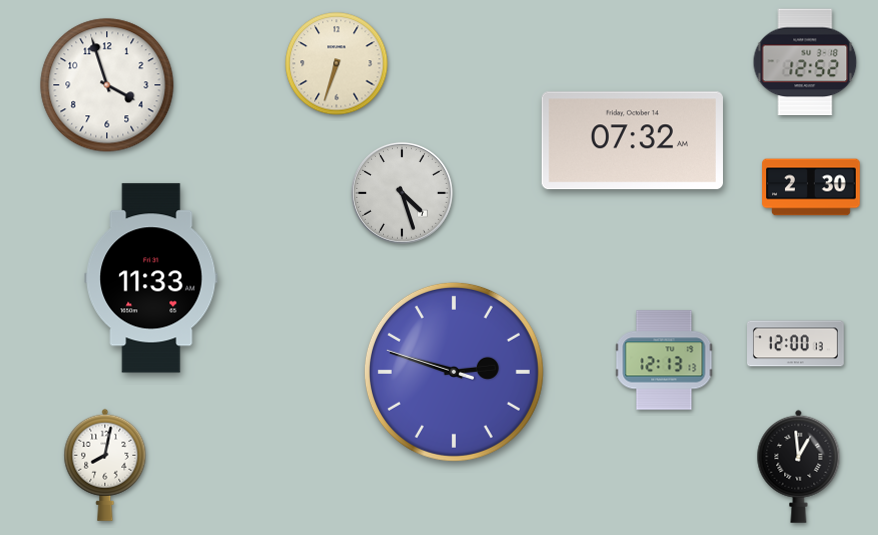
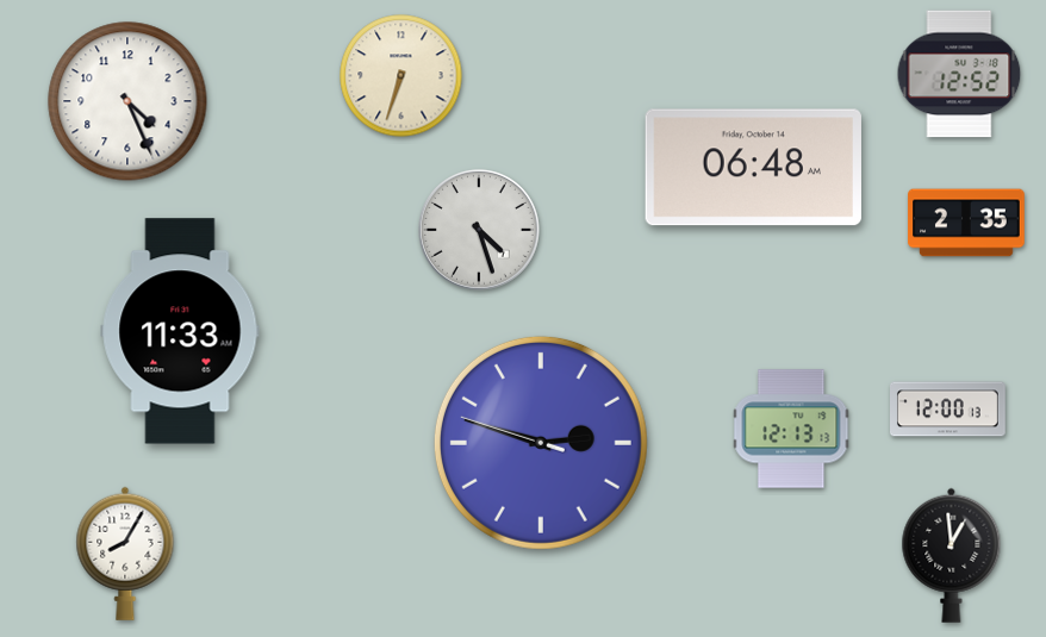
clock at (107, 85): 3:57 -> 4:26
clock at (632, 141): 07:32 -> 06:48
clock at (811, 187): 2:30 -> 2:35
clock at (105, 465): 8:02 -> 8:05
